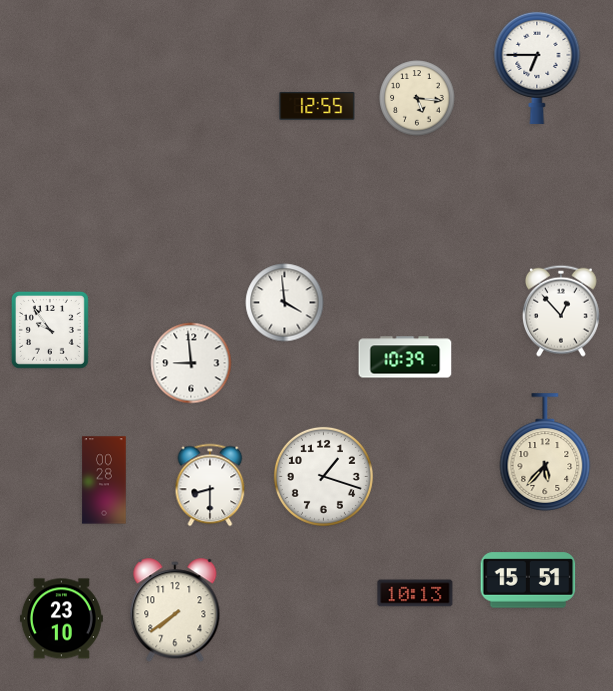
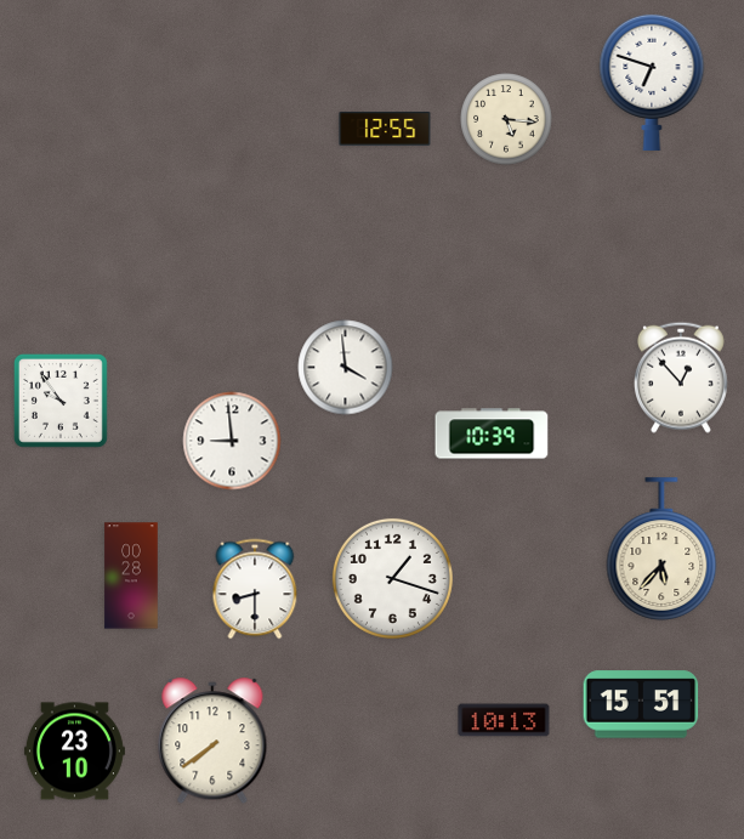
clock at (537, 67): 6:45 -> 6:48
clock at (104, 480) position: (104, 480) -> (131, 576)
